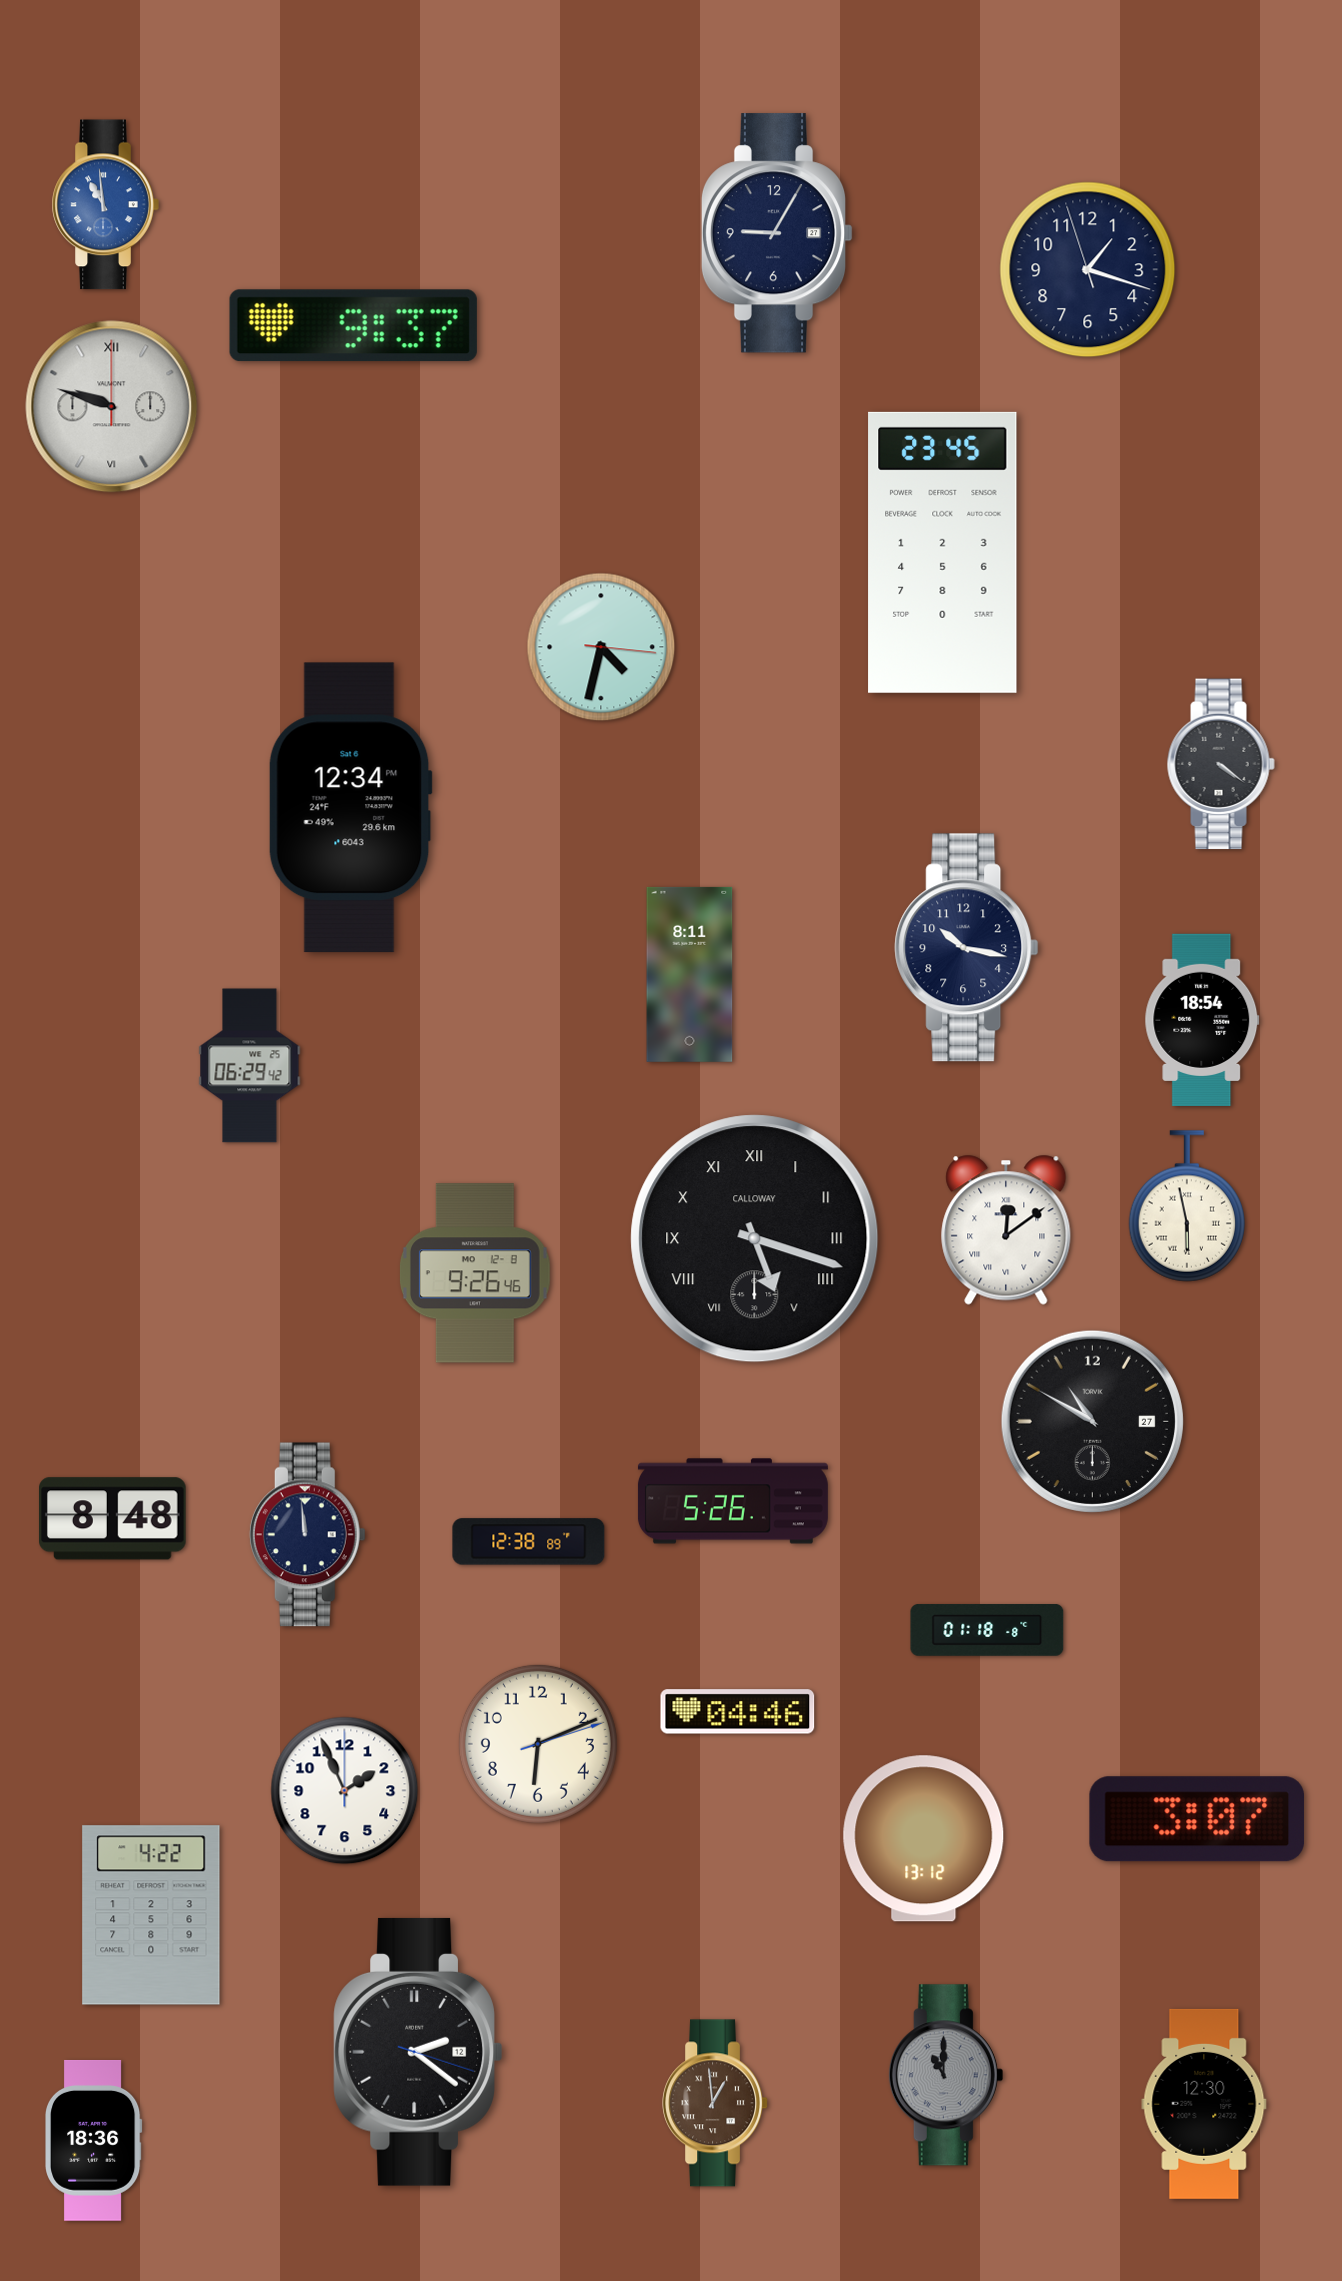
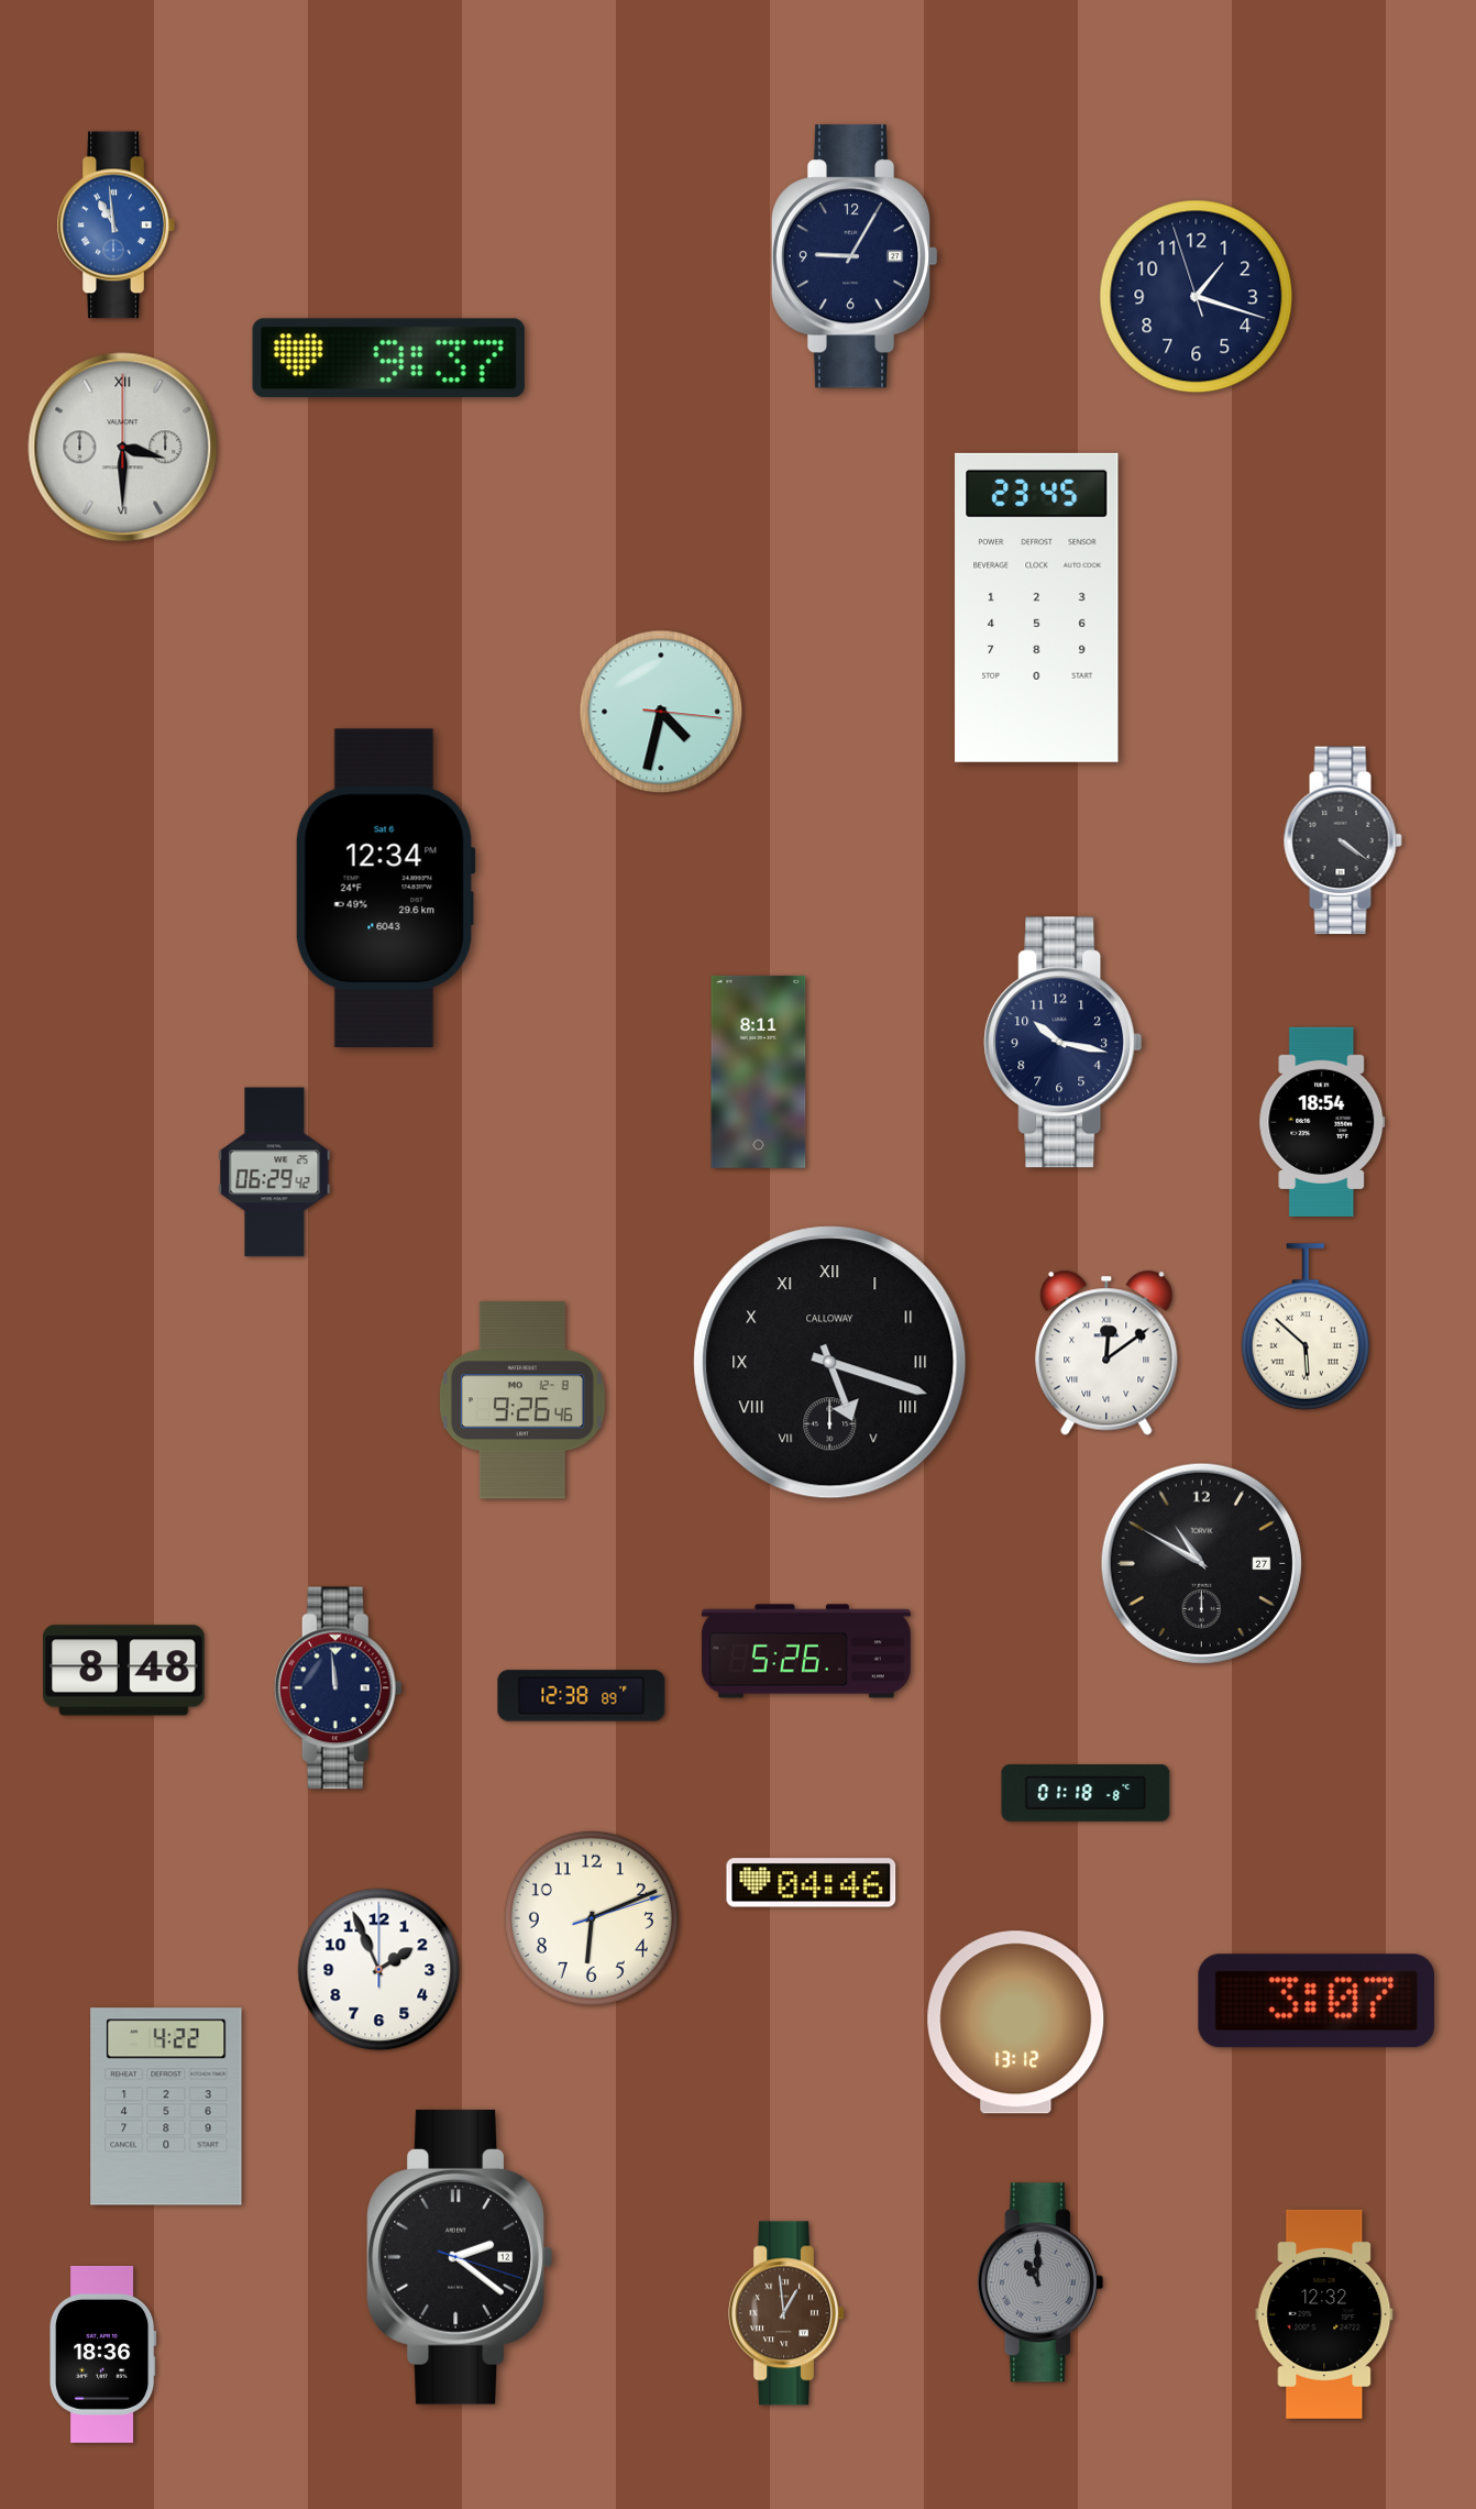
clock at (112, 407): 9:48 -> 3:30
clock at (1186, 1206): 5:58 -> 5:52
clock at (1204, 2104): 12:30 -> 12:32
